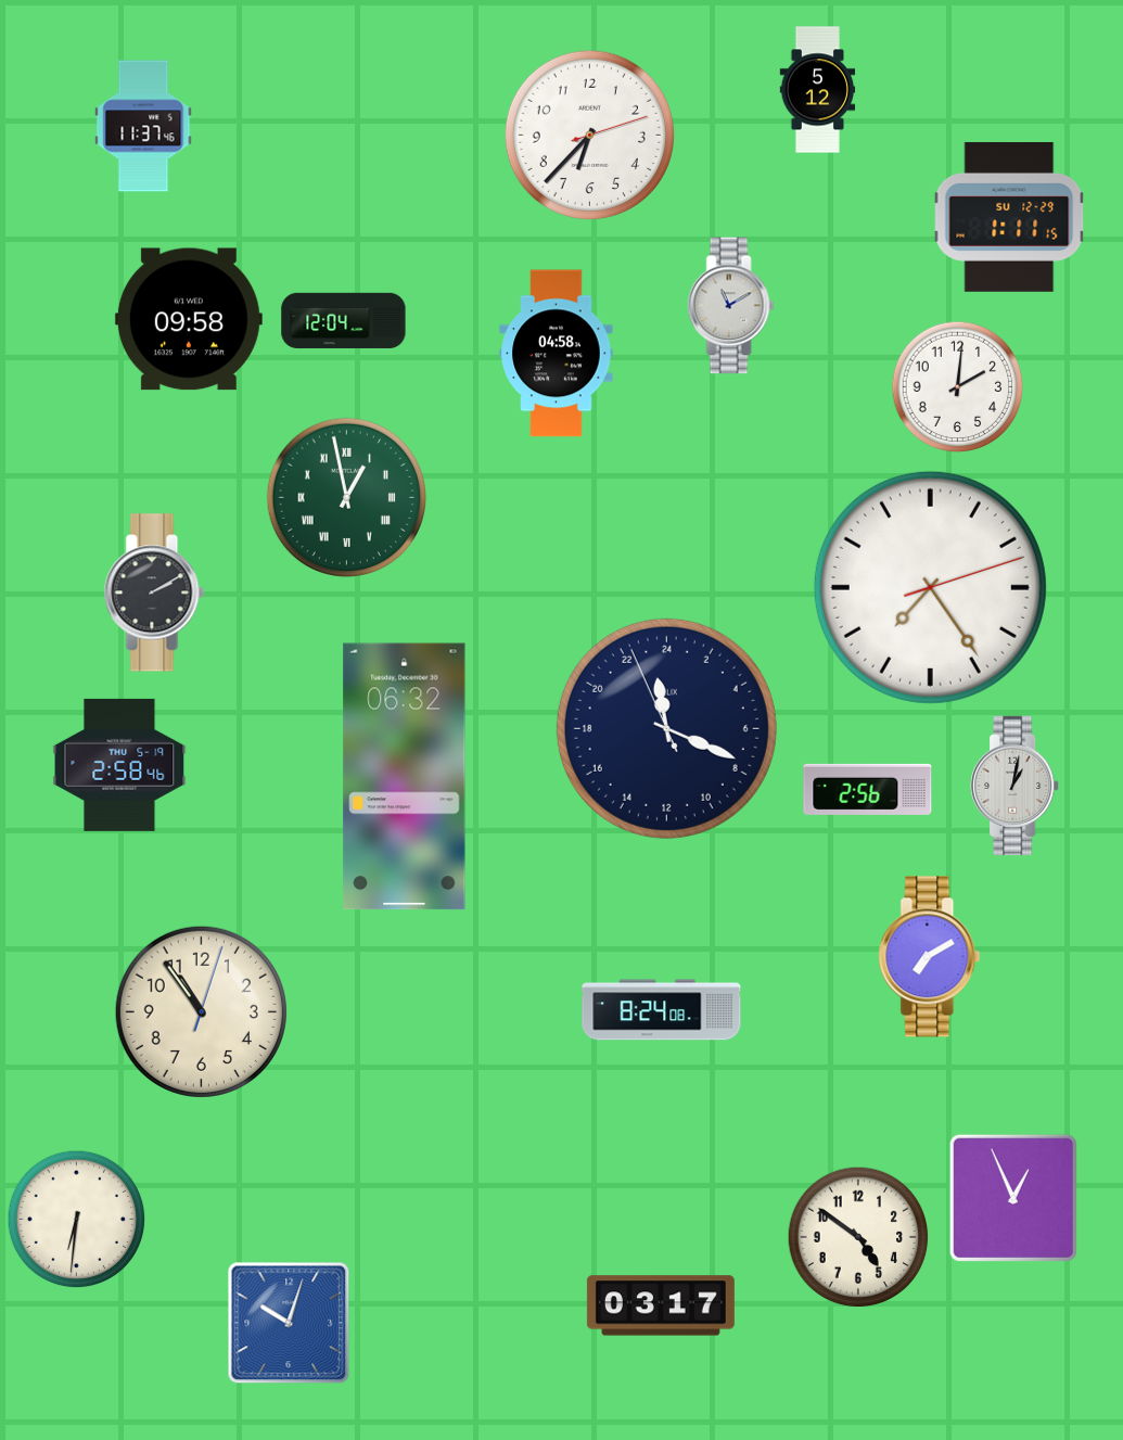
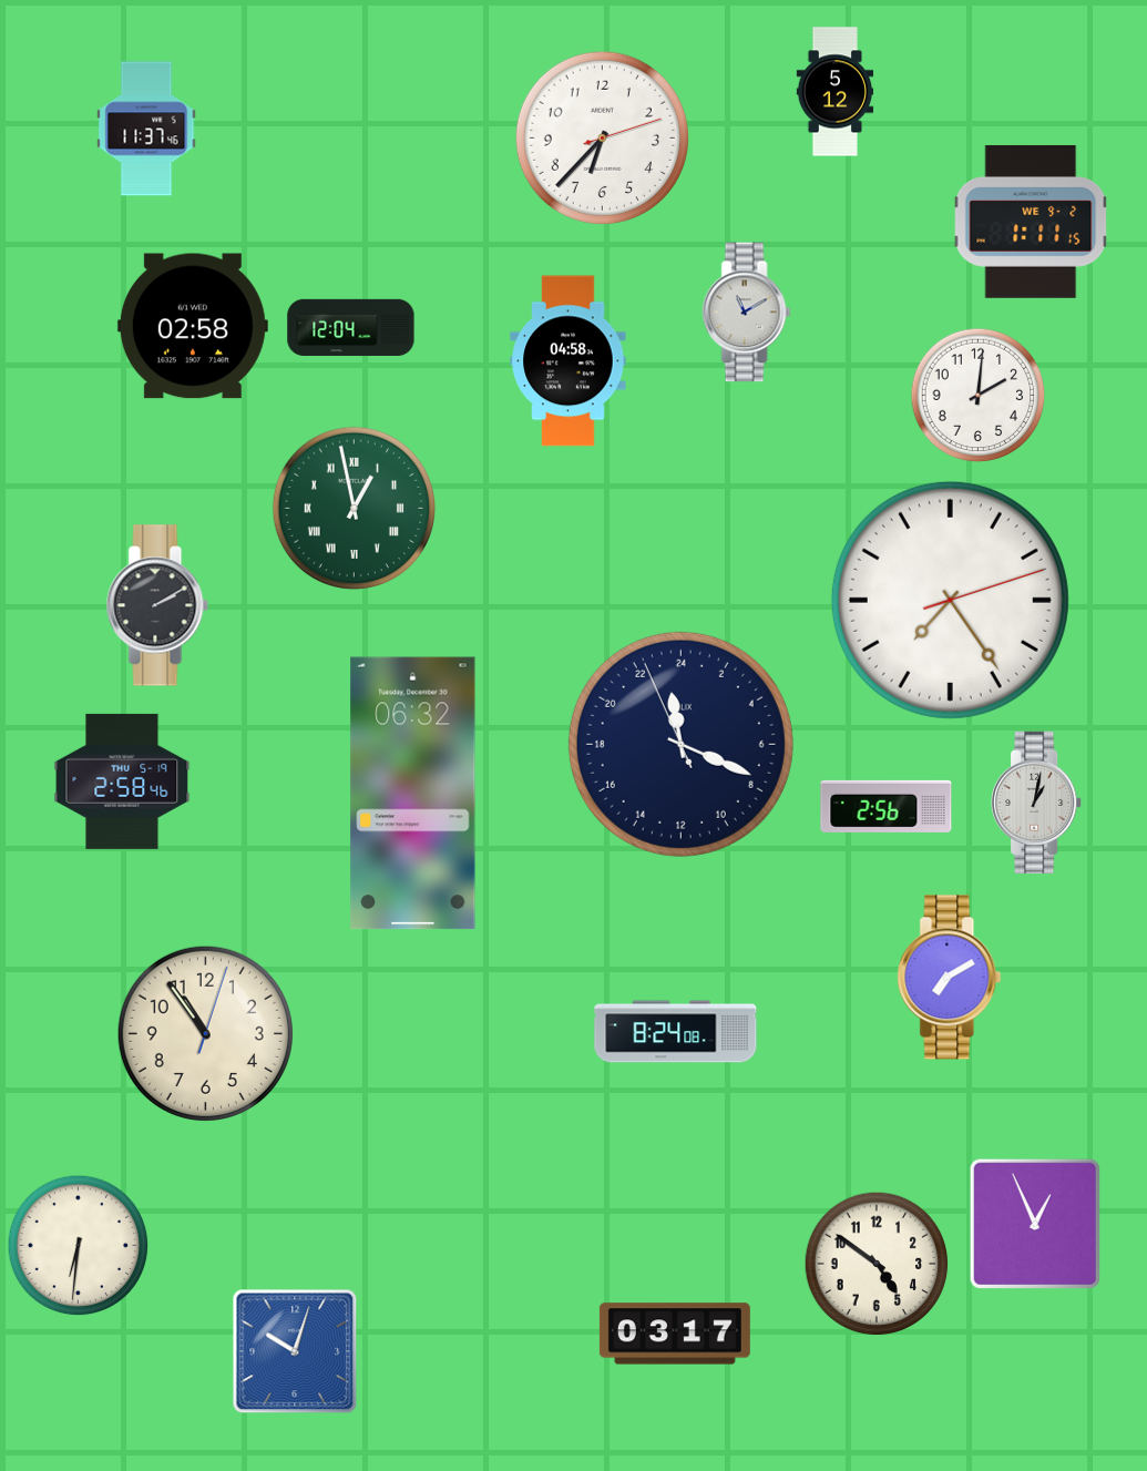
clock at (1009, 217) date: SU 12-29 -> WE 9-2
clock at (189, 319): 09:58 -> 02:58
